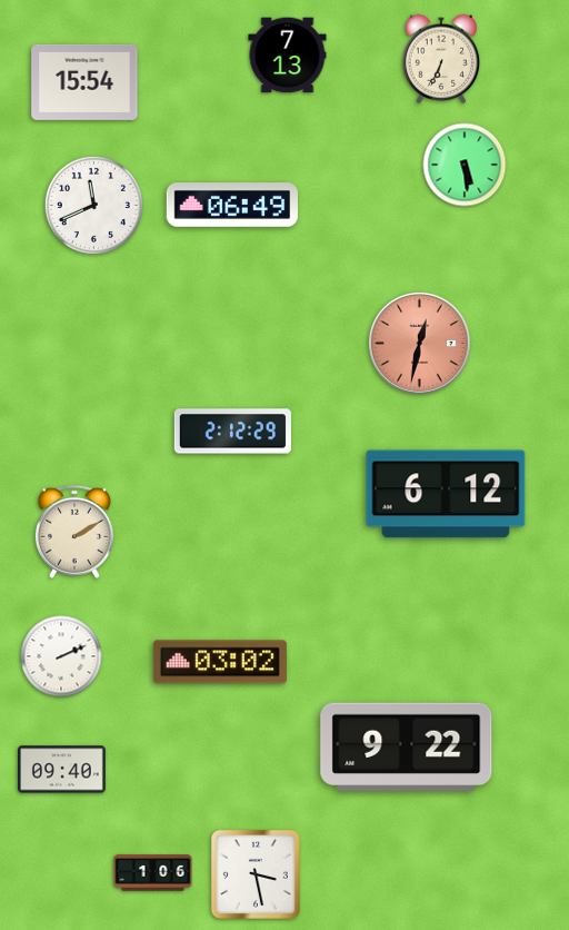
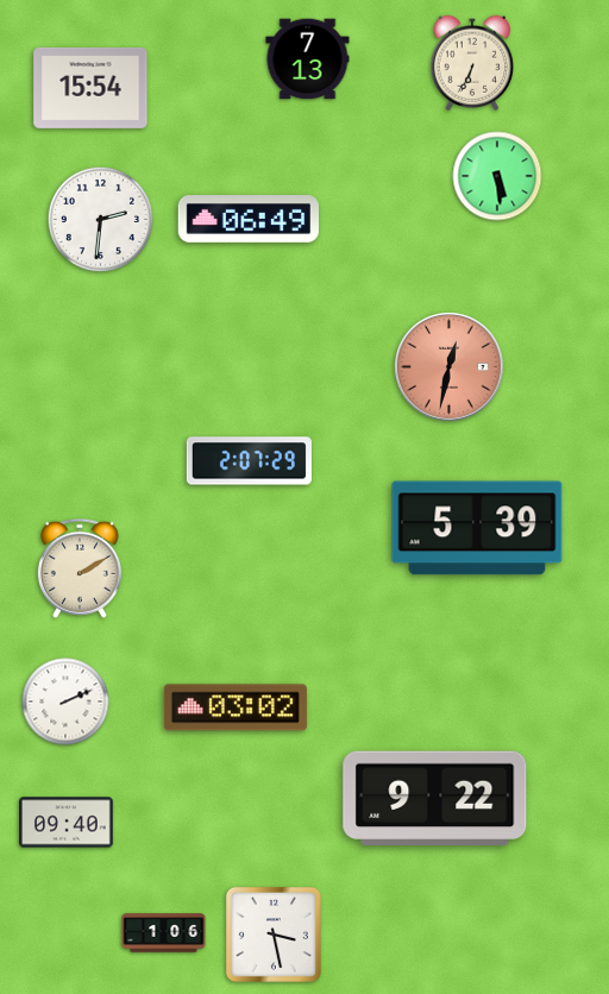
clock at (93, 205): 11:41 -> 2:31
clock at (232, 432): 2:12 -> 2:07
clock at (446, 494): 6:12 -> 5:39
